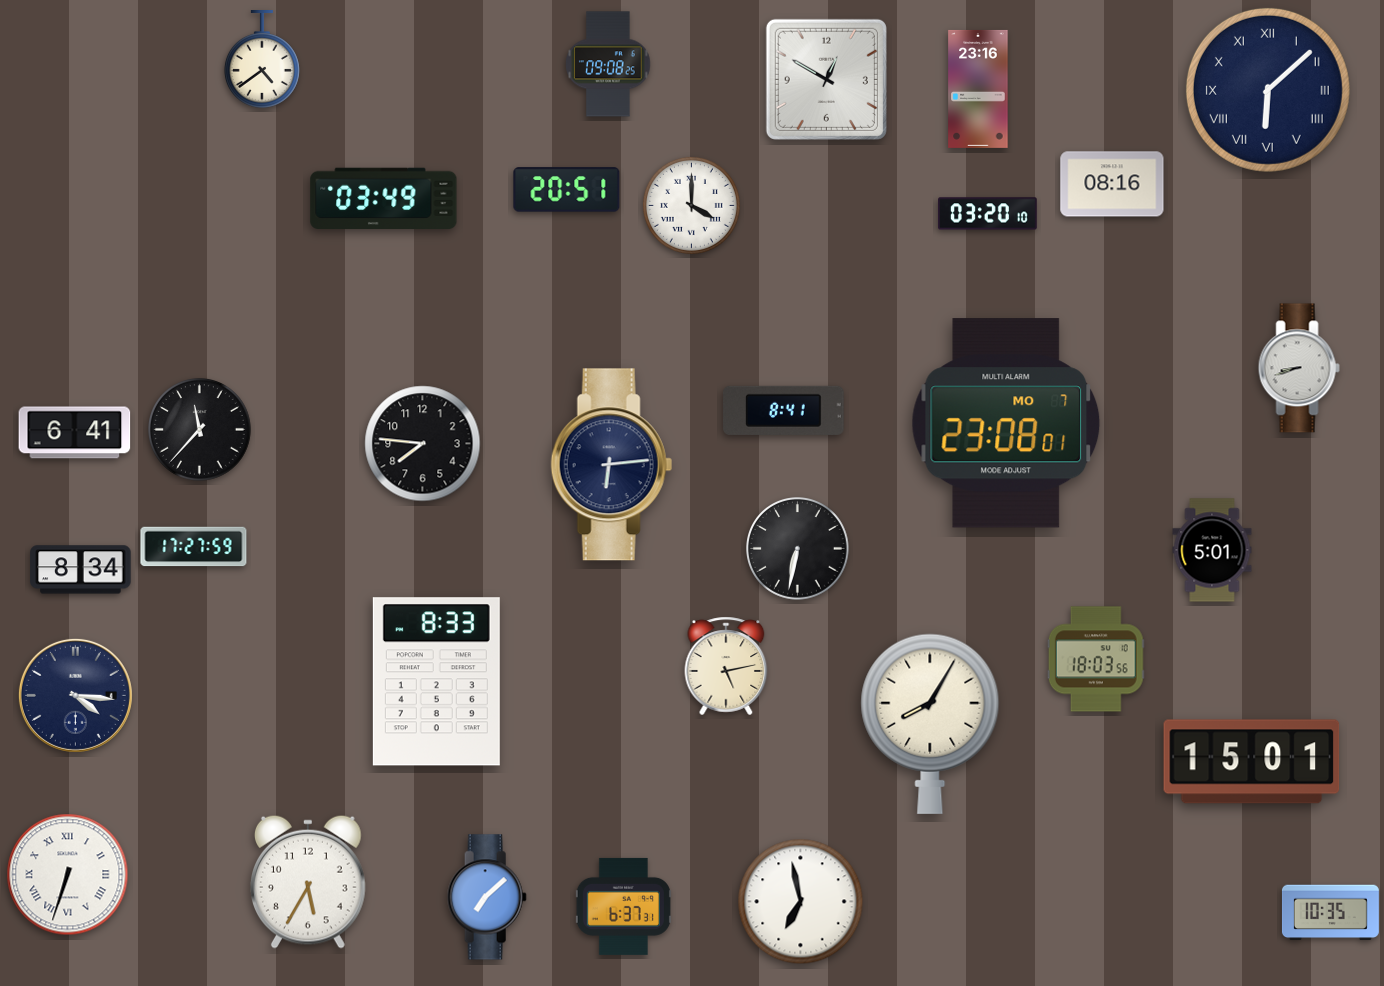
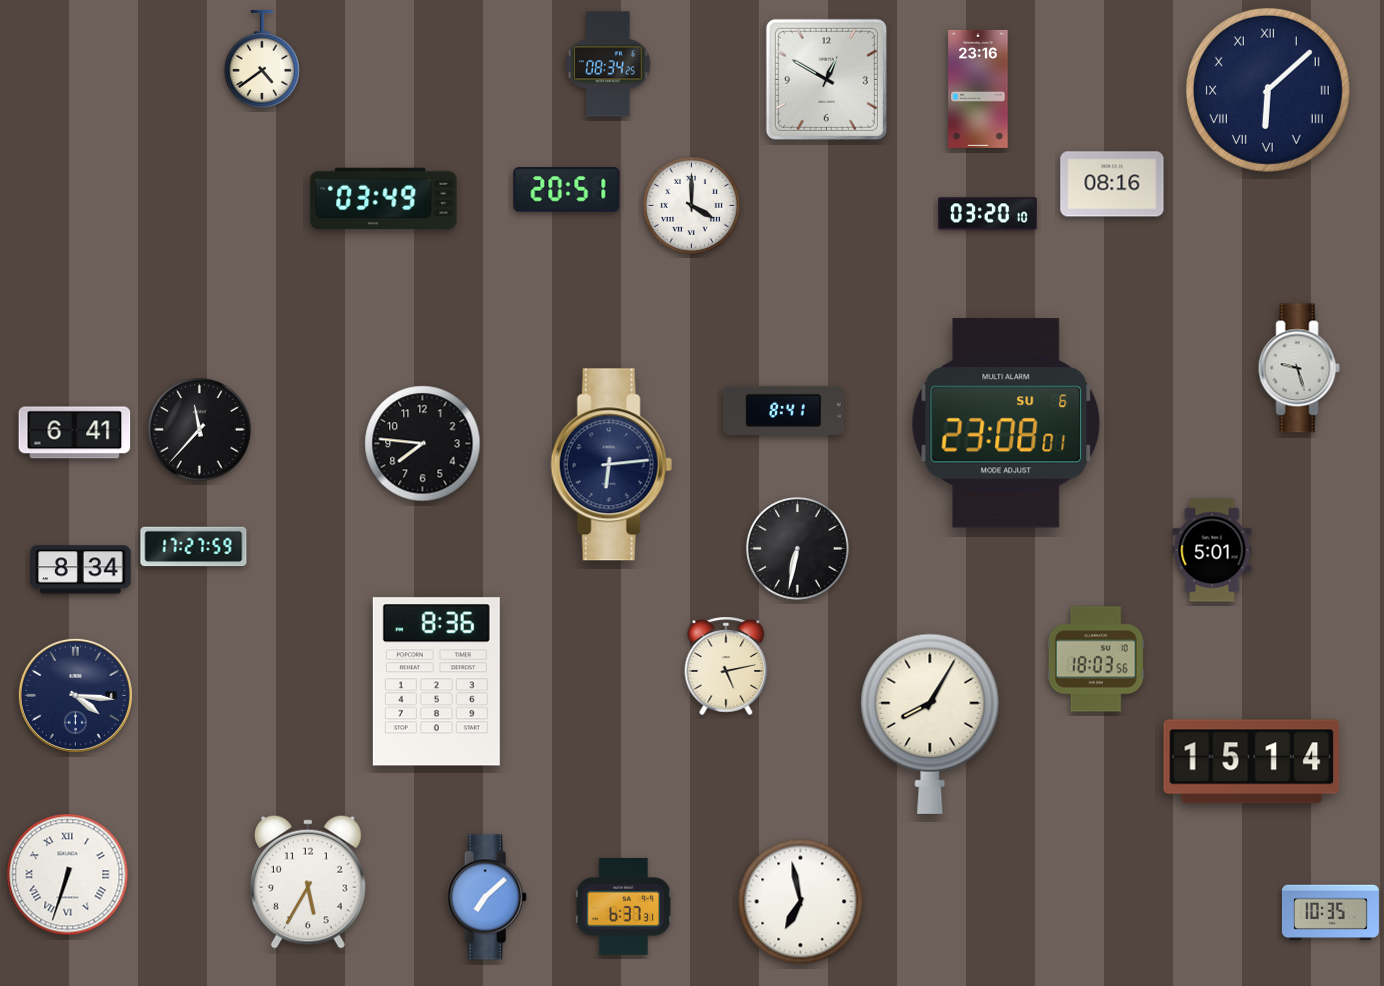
clock at (608, 64): 09:08 -> 08:34
clock at (1299, 368): 8:42 -> 9:27
clock at (1006, 423) date: MO 7 -> SU 6
clock at (436, 682): 8:33 -> 8:36
clock at (1252, 762): 15:01 -> 15:14
